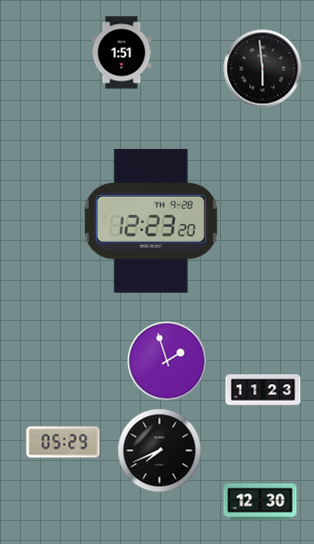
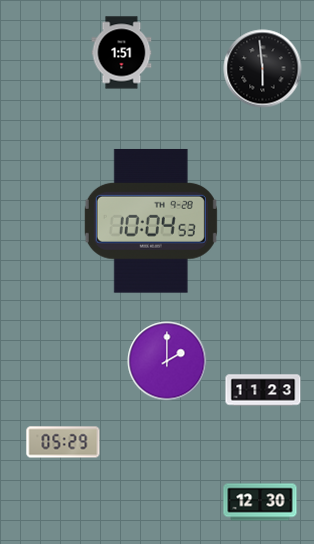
clock at (151, 221): 12:23 -> 10:04
clock at (167, 361): 1:57 -> 2:00
clock at (160, 451): 7:41 -> none
